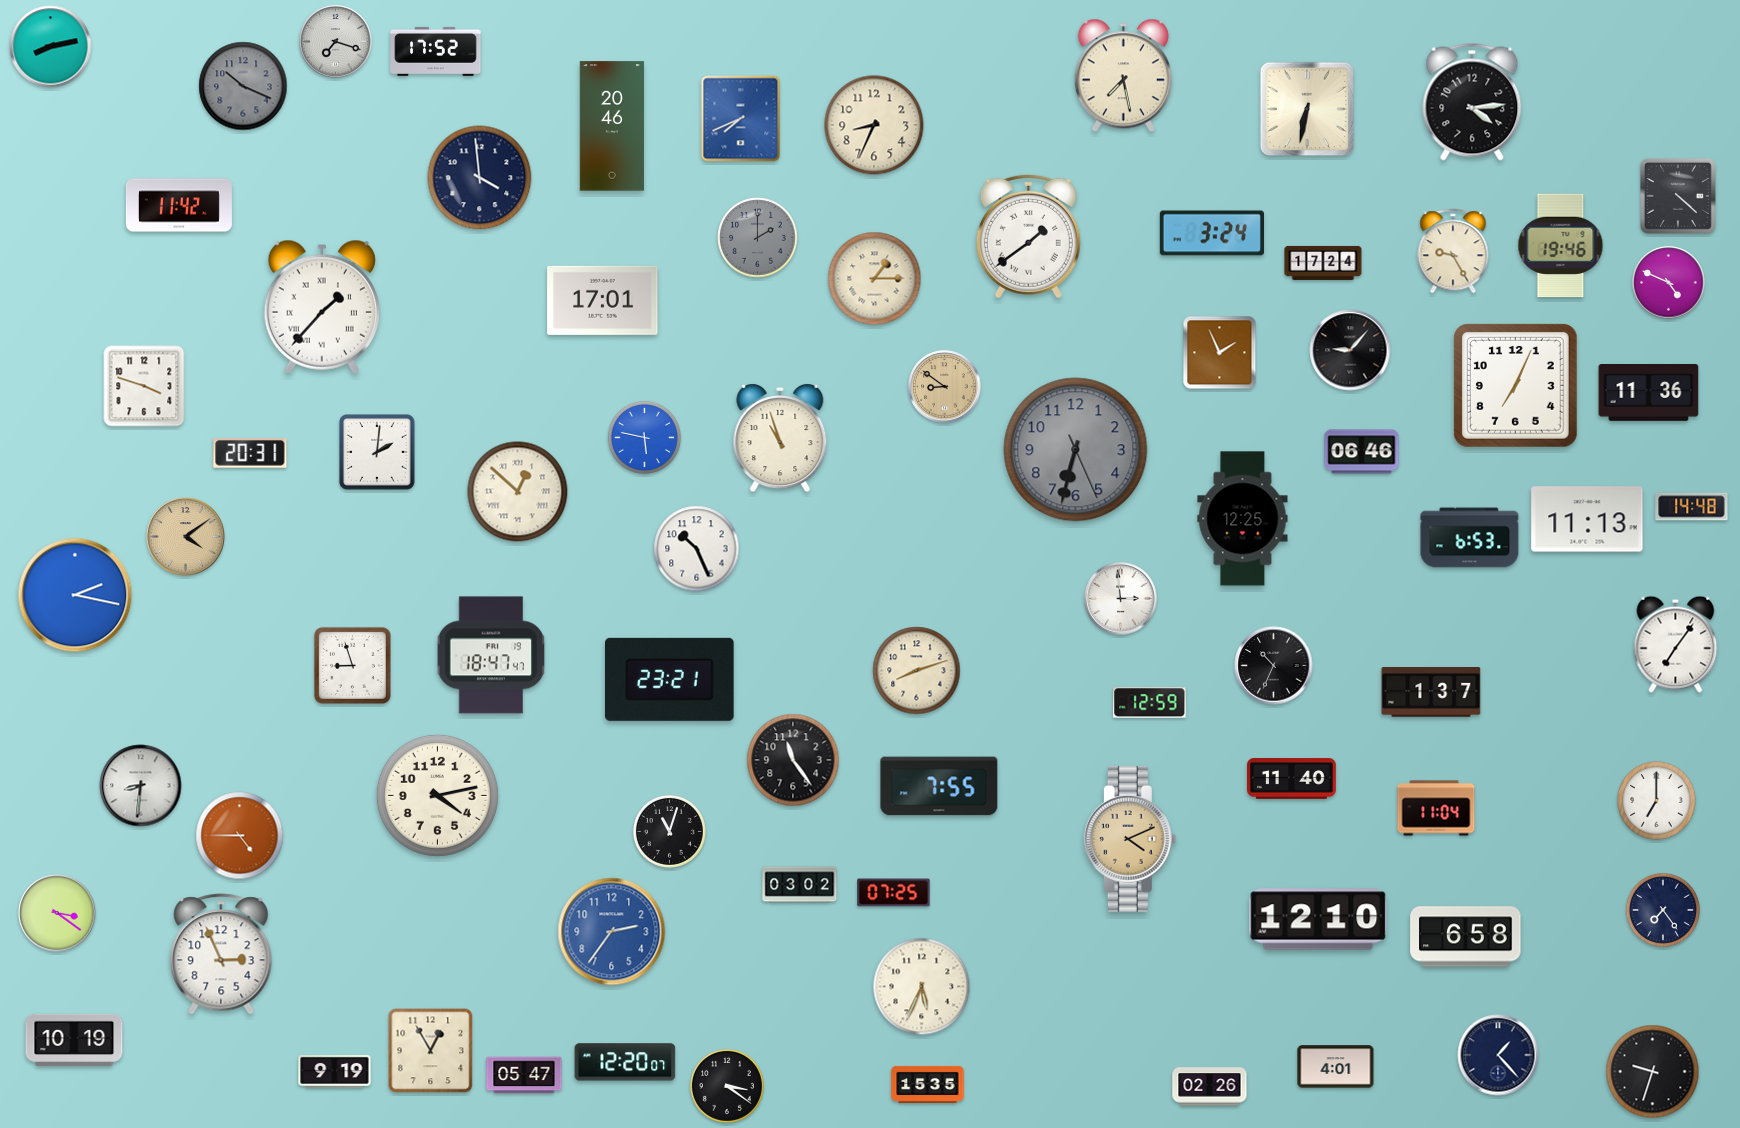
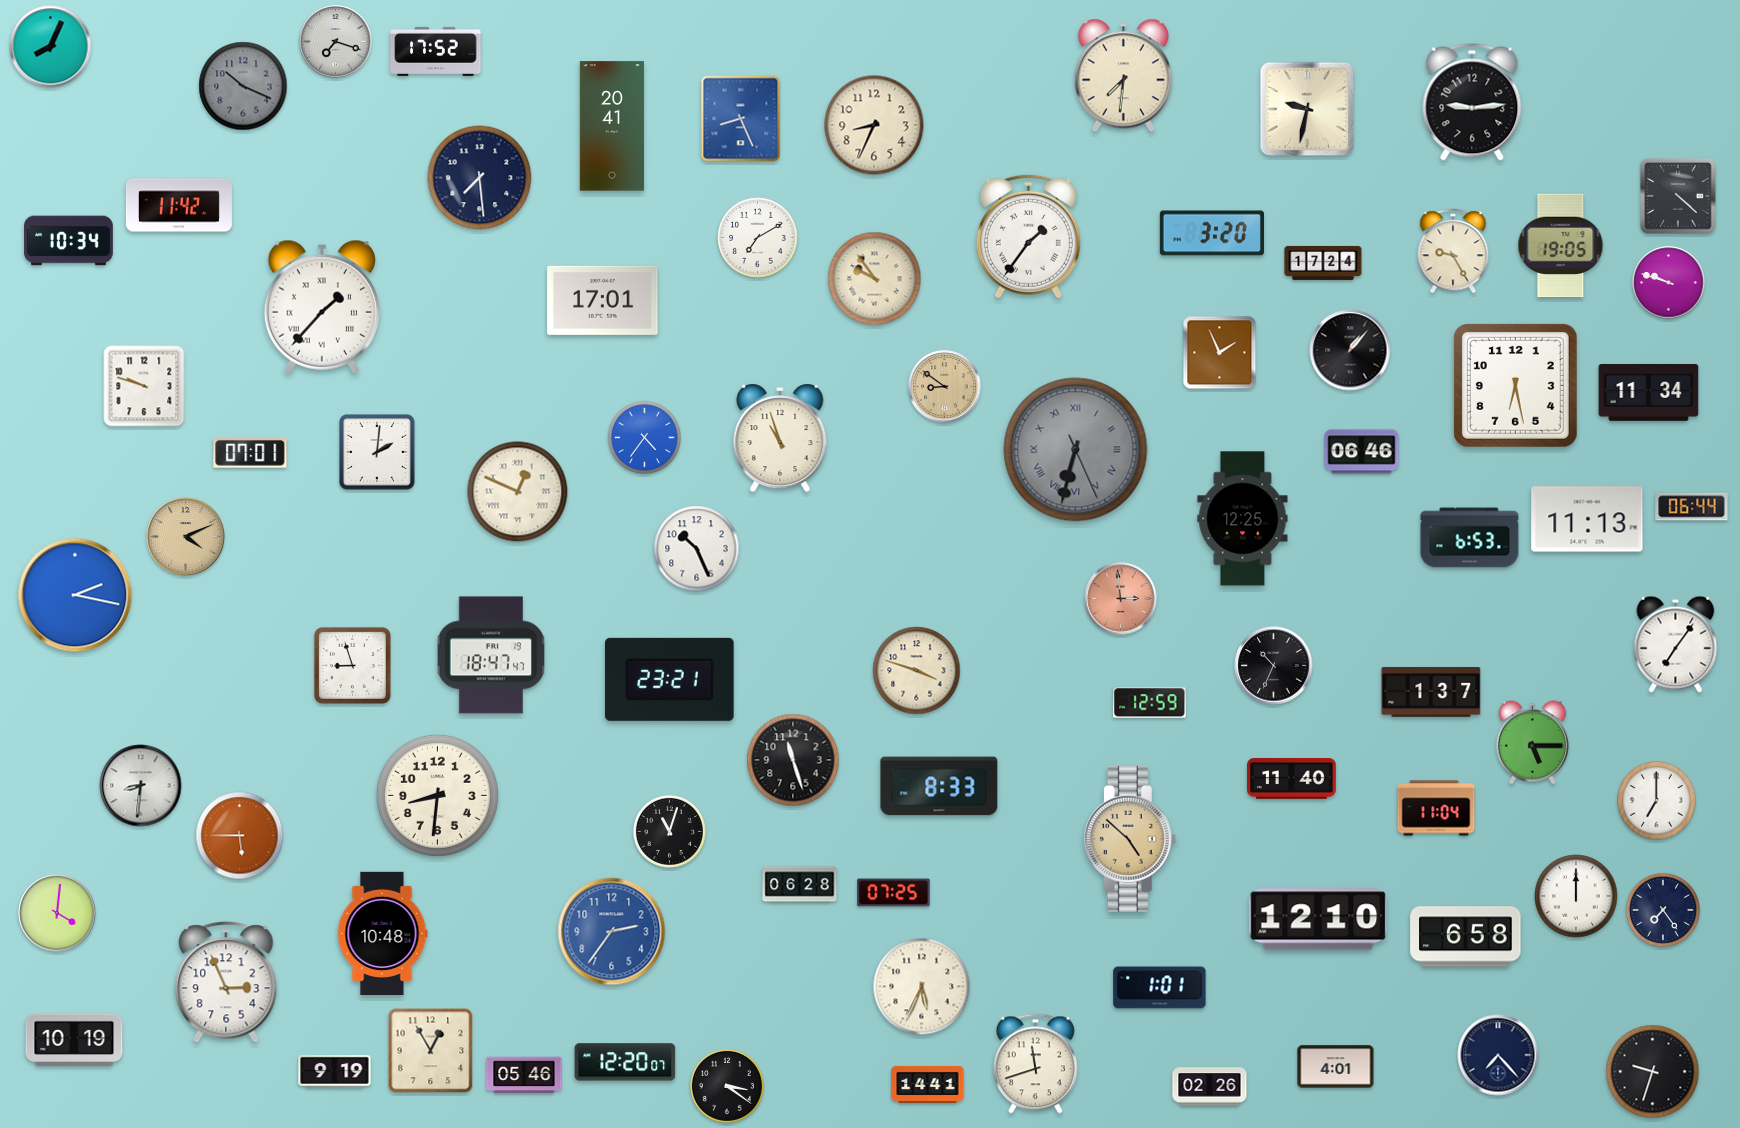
clock at (51, 47): 8:13 -> 8:04
clock at (1123, 76): 7:28 -> 7:31
clock at (1472, 102): 4:14 -> 9:14
clock at (1307, 109): 6:32 -> 9:32
clock at (741, 119): 7:41 -> 8:26
clock at (612, 126): 20:46 -> 20:41
clock at (480, 178): 3:59 -> 7:29
clock at (1211, 233): 3:24 -> 3:20
clock at (1028, 236): 1:39 -> 1:36
clock at (758, 238): 2:00 -> 7:10
clock at (758, 238) dial: grey -> white
clock at (69, 241): none -> 10:34
clock at (1561, 246): 19:46 -> 19:05
clock at (875, 279): 1:15 -> 9:54
clock at (1669, 283): 4:49 -> 9:48
clock at (1350, 350): 9:07 -> 1:07
clock at (144, 386): 3:48 -> 9:48
clock at (1516, 386): 7:04 -> 6:28
clock at (1649, 393): 11:36 -> 11:34
clock at (644, 437): 5:47 -> 4:36
clock at (1076, 450) numerals: Arabic -> Roman
clock at (250, 454): 20:31 -> 07:01
clock at (518, 492): 12:52 -> 12:49
clock at (1692, 507): 14:48 -> 06:44
clock at (186, 537): 4:09 -> 4:11
clock at (1121, 599) dial: white -> salmon
clock at (917, 671): 8:12 -> 3:48
clock at (1532, 743): none -> 5:15
clock at (793, 760): 11:24 -> 11:27
clock at (939, 786): 7:55 -> 8:33
clock at (437, 795): 4:13 -> 8:31
clock at (240, 836): 4:45 -> 5:45
clock at (1130, 839): 4:11 -> 4:52
clock at (800, 885): 03:02 -> 06:28
clock at (1576, 896): none -> 12:00
clock at (57, 913): 3:21 -> 4:01
clock at (382, 933): none -> 10:48
clock at (221, 954) position: (221, 954) -> (226, 982)
clock at (1160, 988): none -> 1:01
clock at (1498, 1055): 1:23 -> 7:23
clock at (1035, 1064): none -> 11:42
clock at (524, 1075): 05:47 -> 05:46
clock at (928, 1084): 15:35 -> 14:41
